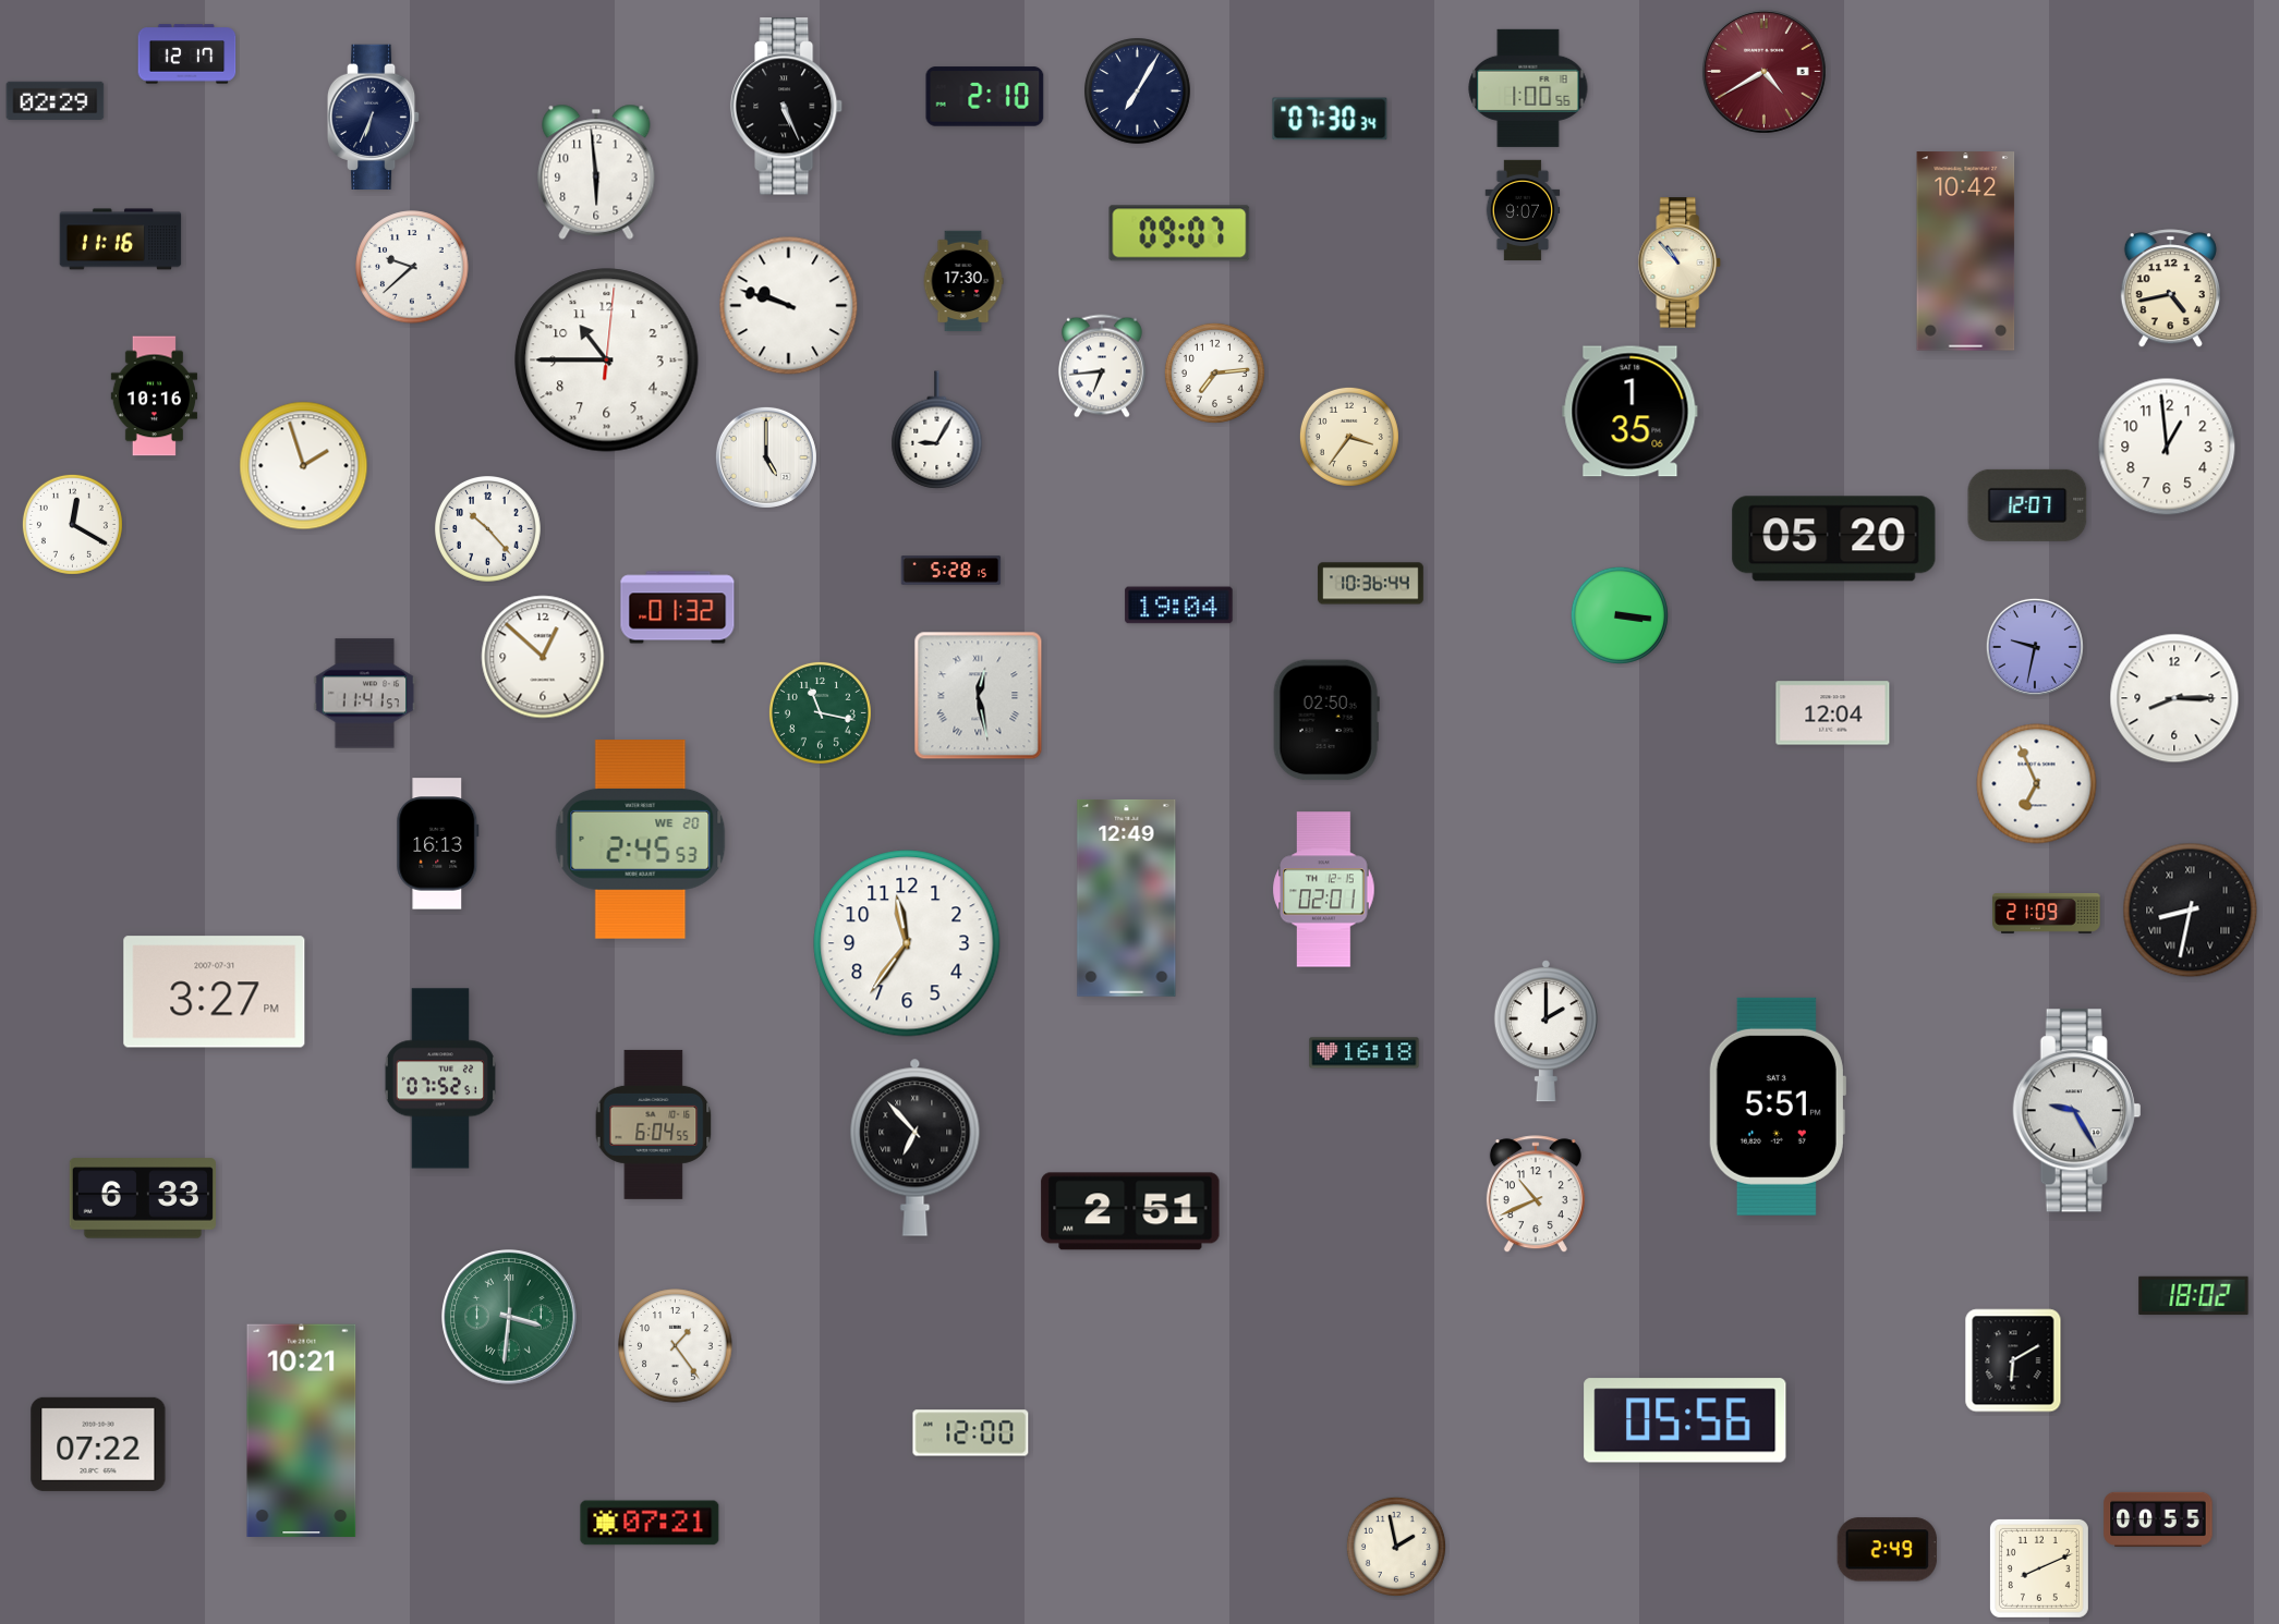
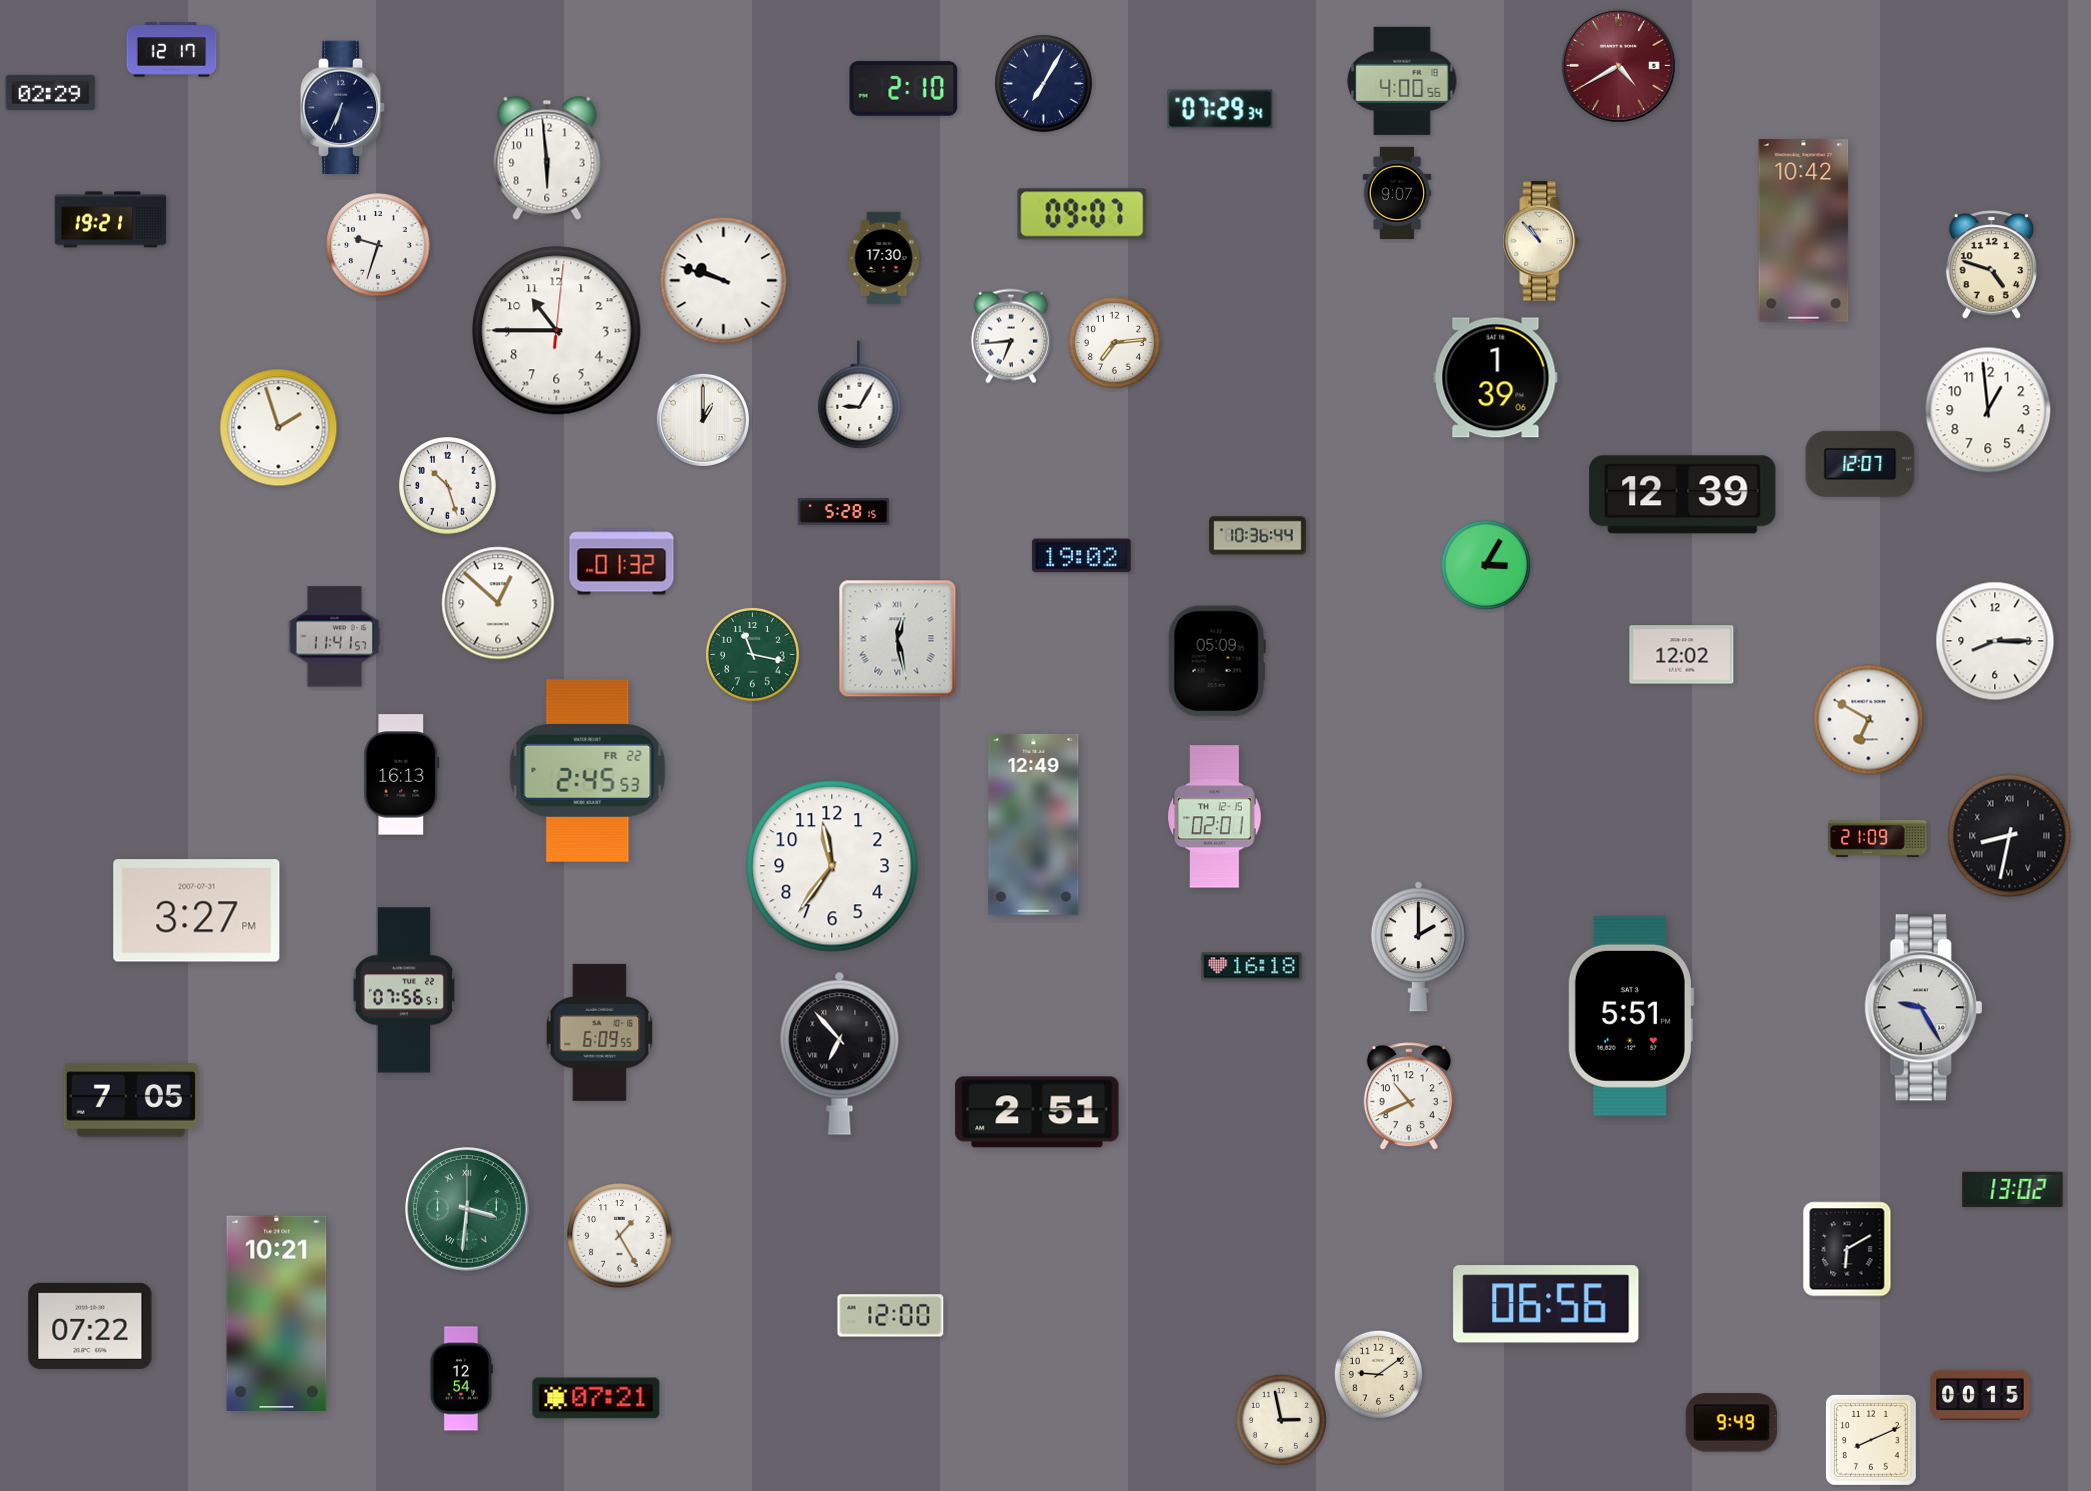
clock at (1528, 88): 1:00 -> 4:00
clock at (787, 107): 5:26 -> none
clock at (1330, 119): 07:30 -> 07:29
clock at (121, 240): 11:16 -> 19:21
clock at (412, 267): 9:38 -> 9:33
clock at (2170, 289): 4:43 -> 4:48
clock at (154, 396): 10:16 -> none
clock at (1631, 412): 1:35 -> 1:39
clock at (1349, 437): 3:36 -> none
clock at (766, 457): 5:00 -> 1:00
clock at (72, 524): 12:20 -> none
clock at (488, 529): 10:23 -> 10:27
clock at (1834, 539): 05:20 -> 12:39
clock at (951, 571) position: (951, 571) -> (844, 512)
clock at (1179, 606): 19:04 -> 19:02
clock at (678, 608) position: (678, 608) -> (622, 562)
clock at (1620, 615): 3:16 -> 3:05
clock at (2035, 647): 9:32 -> none
clock at (1833, 713): 12:04 -> 12:02
clock at (1326, 720): 02:50 -> 05:09
clock at (2037, 784): 6:56 -> 6:50
clock at (641, 840) date: WE 20 -> FR 22
clock at (439, 1078): 07:52 -> 07:56
clock at (2077, 1111) position: (2077, 1111) -> (1924, 1008)
clock at (654, 1124): 6:04 -> 6:09
clock at (143, 1198): 6:33 -> 7:05
clock at (2194, 1296): 18:02 -> 13:02
clock at (676, 1346): 1:24 -> 1:25
clock at (1685, 1420): 05:56 -> 06:56
clock at (1378, 1374): none -> 9:09
clock at (461, 1379): none -> 12:54
clock at (2158, 1519): 00:55 -> 00:15
clock at (1396, 1547): 1:58 -> 2:58
clock at (1887, 1550): 2:49 -> 9:49
